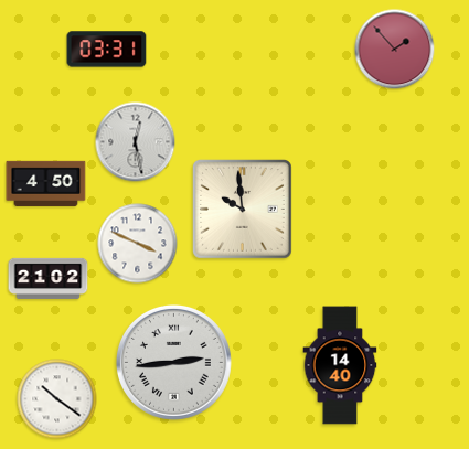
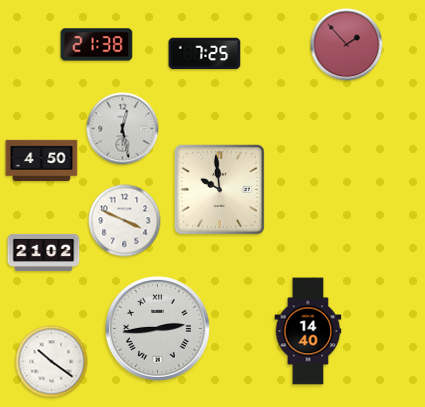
clock at (107, 50): 03:31 -> 21:38
clock at (395, 50) position: (395, 50) -> (347, 45)
clock at (205, 54): none -> 7:25
clock at (46, 183) position: (46, 183) -> (42, 160)
